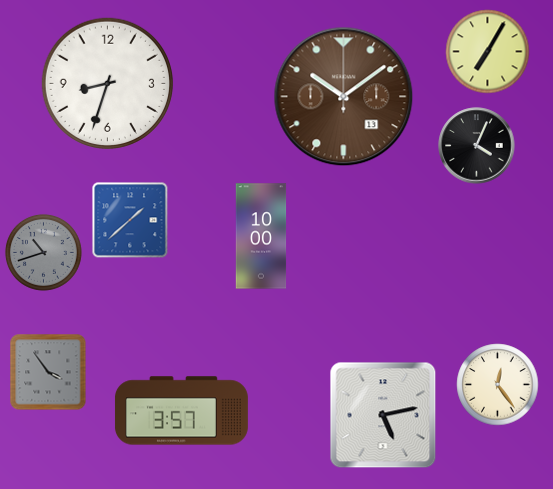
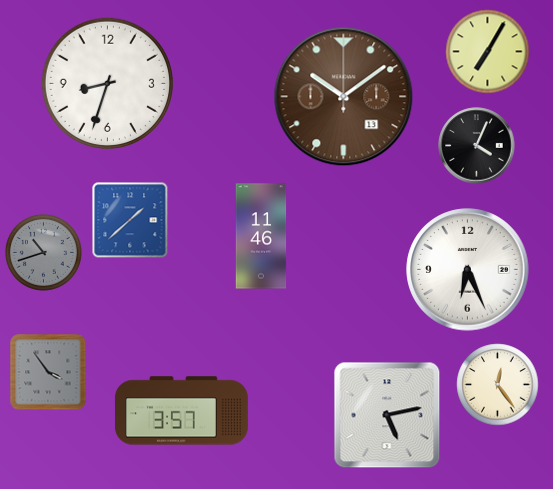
clock at (261, 236): 10:00 -> 11:46
clock at (468, 270): none -> 6:26
clock at (383, 415) position: (383, 415) -> (387, 415)
